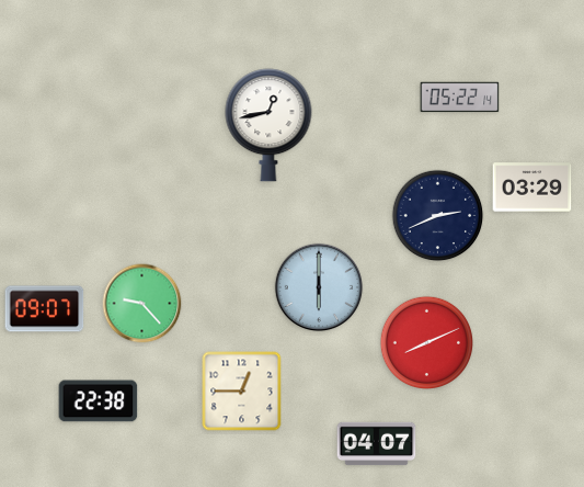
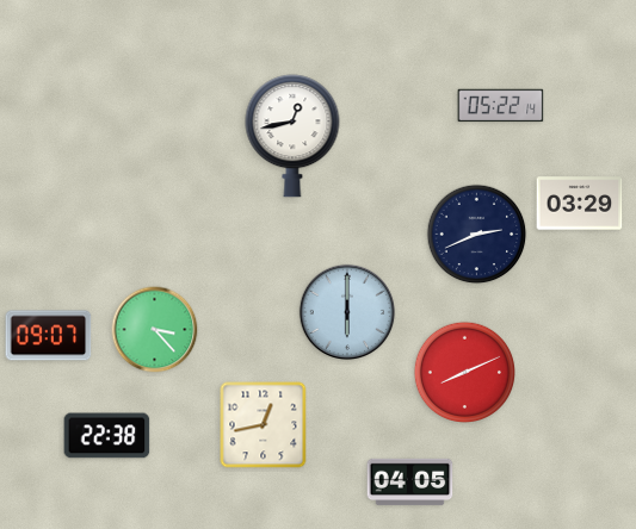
clock at (142, 304): 9:23 -> 3:23
clock at (242, 392): 12:45 -> 12:43
clock at (377, 444): 04:07 -> 04:05
